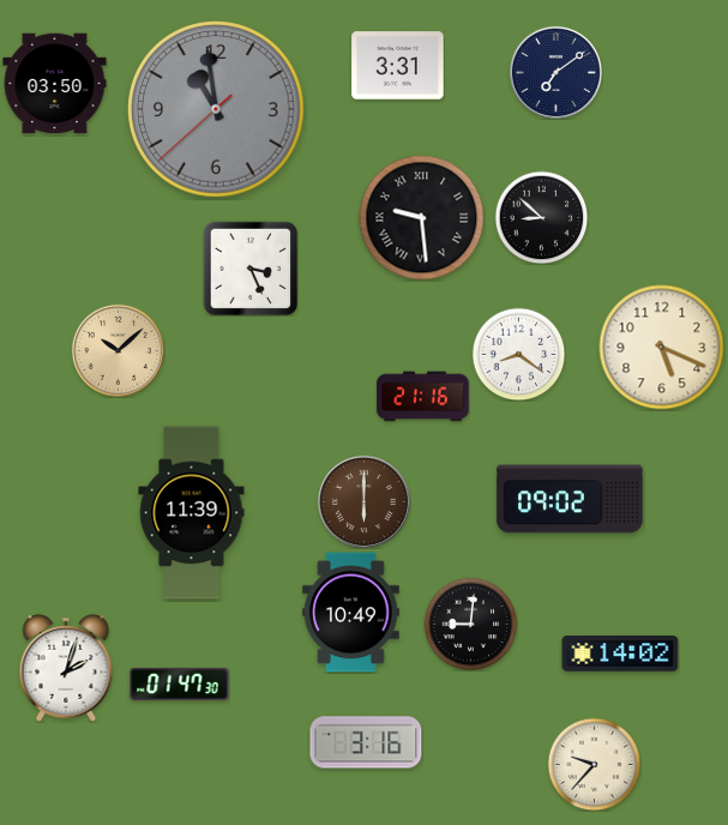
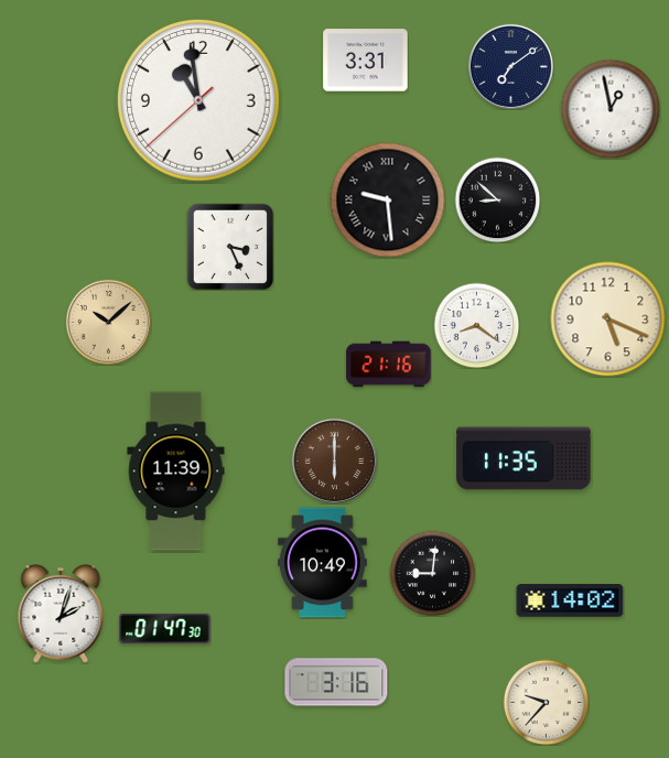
clock at (55, 84): 03:50 -> none
clock at (216, 109) dial: grey -> white
clock at (611, 109): none -> 12:58
clock at (570, 499): 09:02 -> 11:35
